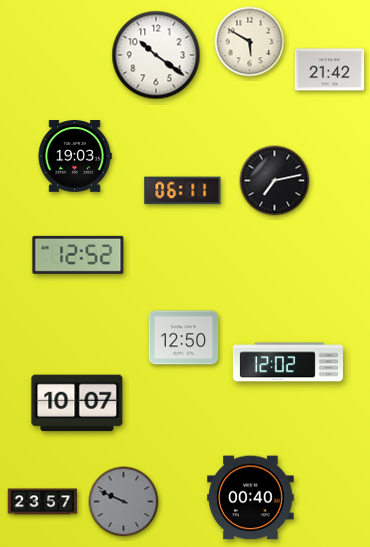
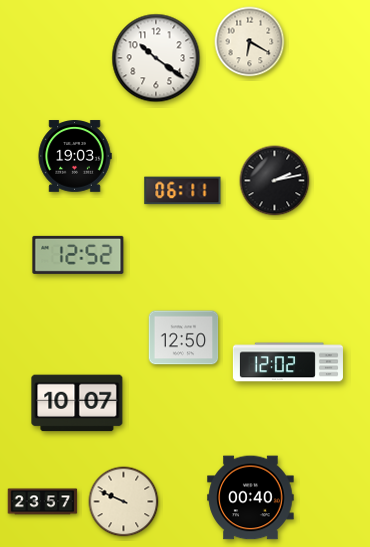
clock at (250, 42): 5:50 -> 6:20
clock at (156, 55) position: (156, 55) -> (156, 58)
clock at (330, 70): 21:42 -> none
clock at (275, 181): 7:13 -> 2:13
clock at (124, 502) dial: grey -> cream
